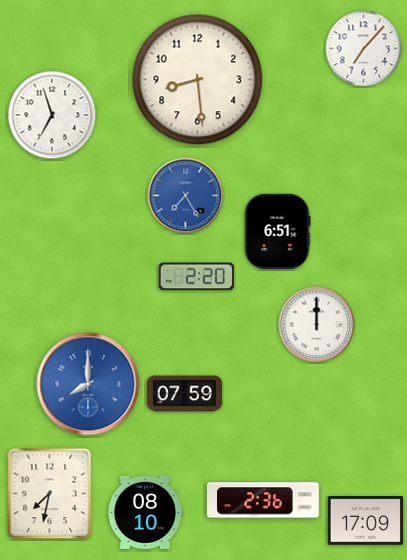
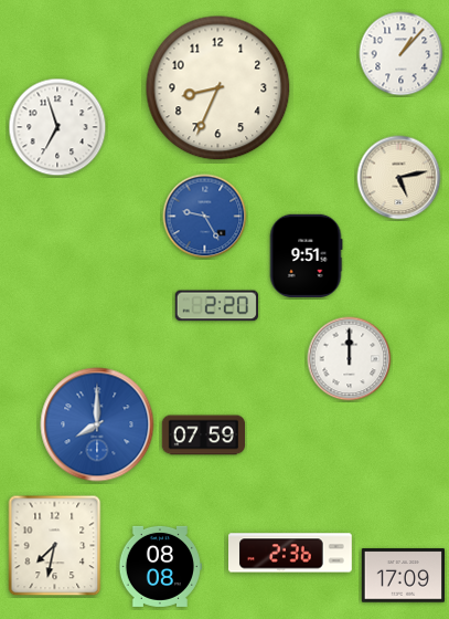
clock at (364, 49): 7:07 -> 1:07
clock at (198, 80): 8:29 -> 8:34
clock at (399, 178): none -> 5:13
clock at (186, 196): 7:25 -> 9:25
clock at (277, 231): 6:51 -> 9:51
clock at (144, 512): 08:10 -> 08:08
